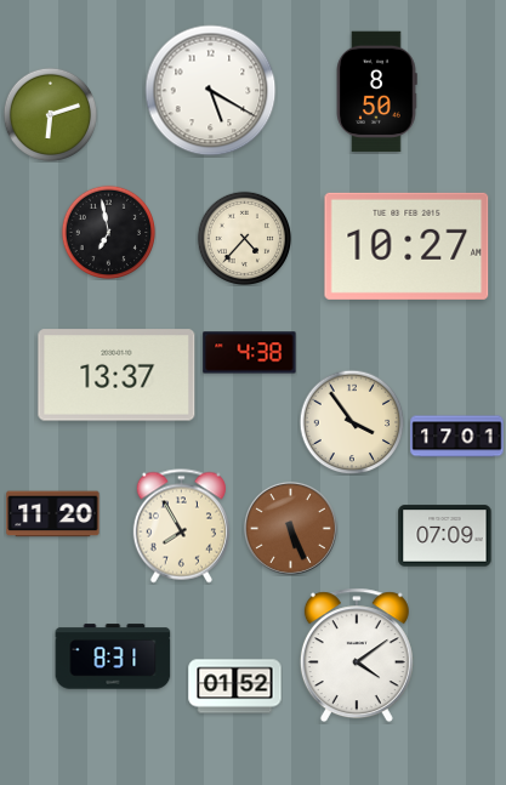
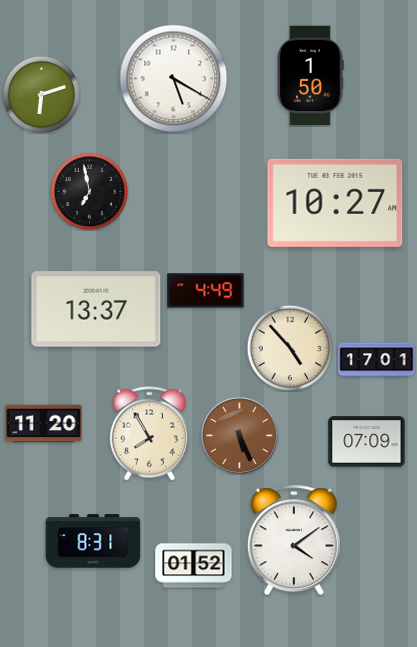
clock at (211, 91) position: (211, 91) -> (174, 79)
clock at (376, 92): 8:50 -> 1:50
clock at (244, 238): 4:37 -> none
clock at (250, 353): 4:38 -> 4:49
clock at (352, 422): 3:54 -> 4:53
